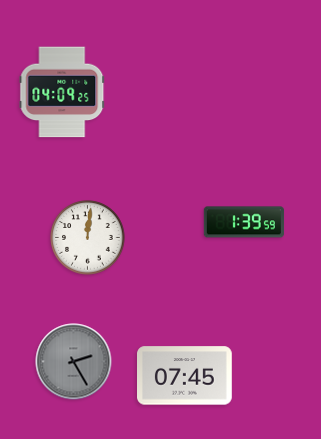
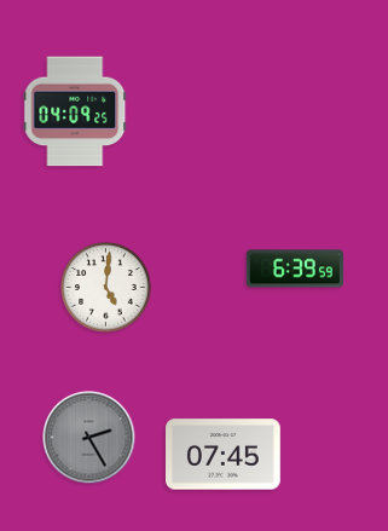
clock at (244, 222): 1:39 -> 6:39
clock at (88, 238): 12:01 -> 5:01
